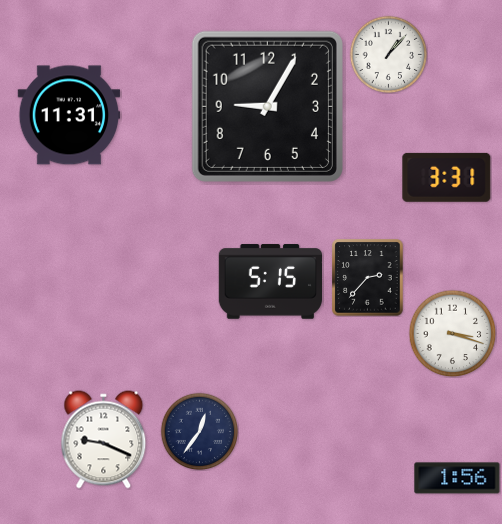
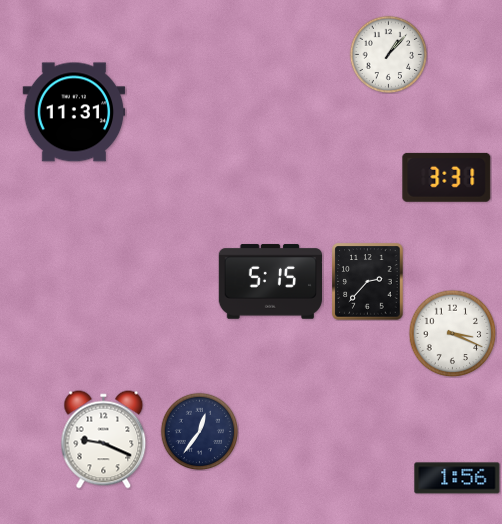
clock at (267, 106): 9:05 -> none
clock at (69, 115) position: (69, 115) -> (74, 112)
clock at (368, 278) position: (368, 278) -> (368, 282)
clock at (452, 333): 3:18 -> 3:19
